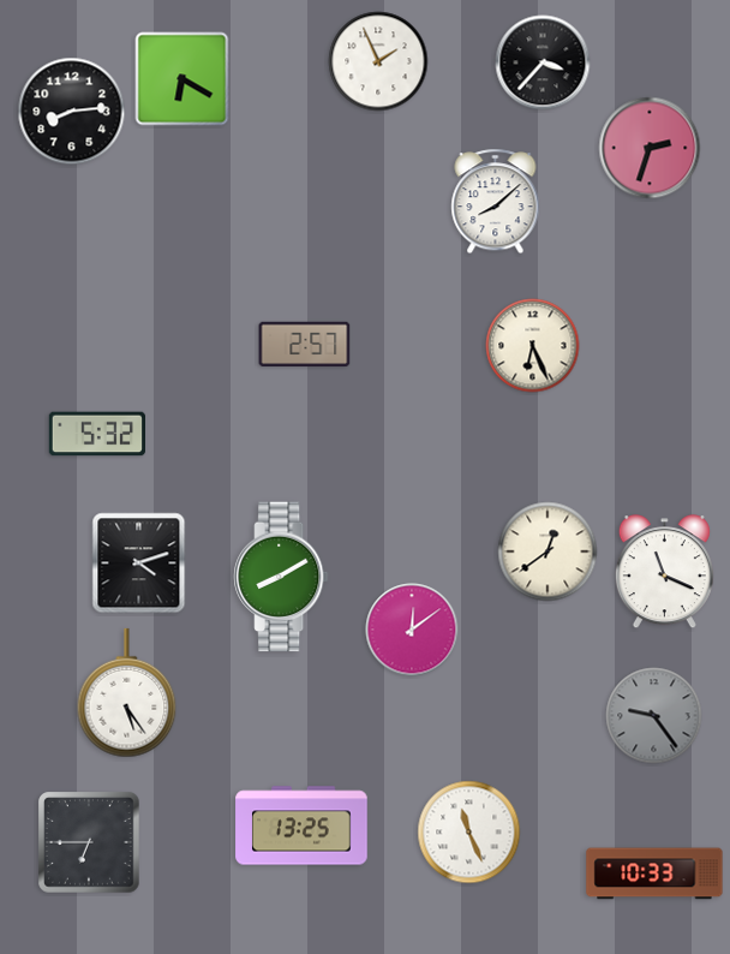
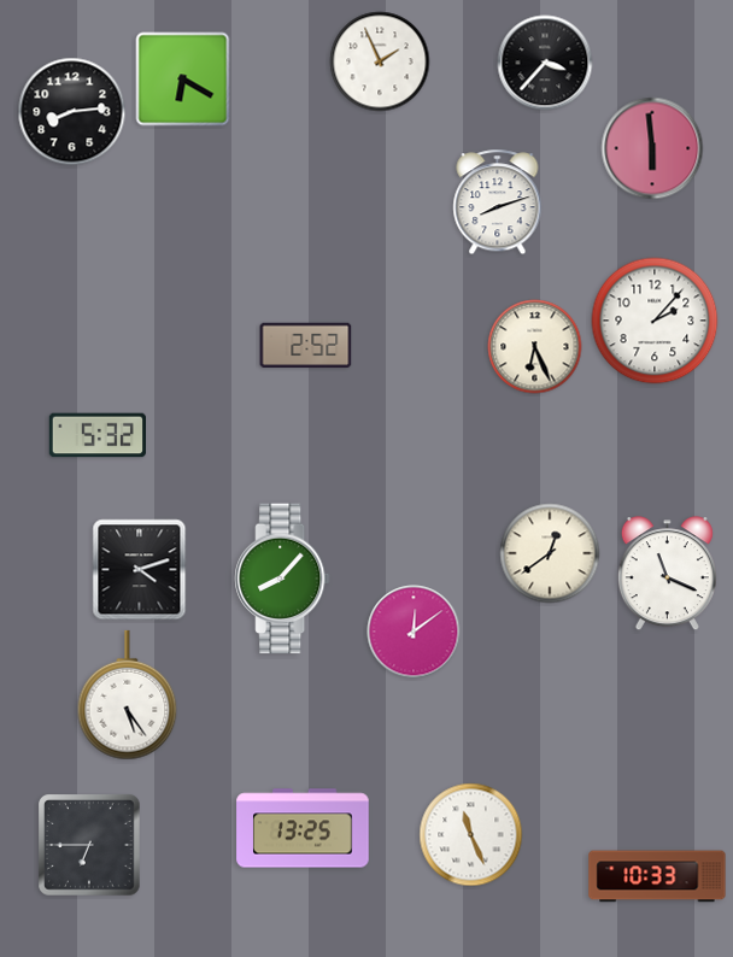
clock at (650, 148): 2:33 -> 5:59
clock at (496, 202): 8:08 -> 8:12
clock at (655, 321): none -> 2:07
clock at (305, 344): 2:57 -> 2:52
clock at (139, 564) position: (139, 564) -> (140, 570)
clock at (281, 577): 8:10 -> 8:07
clock at (654, 716): 9:24 -> none
